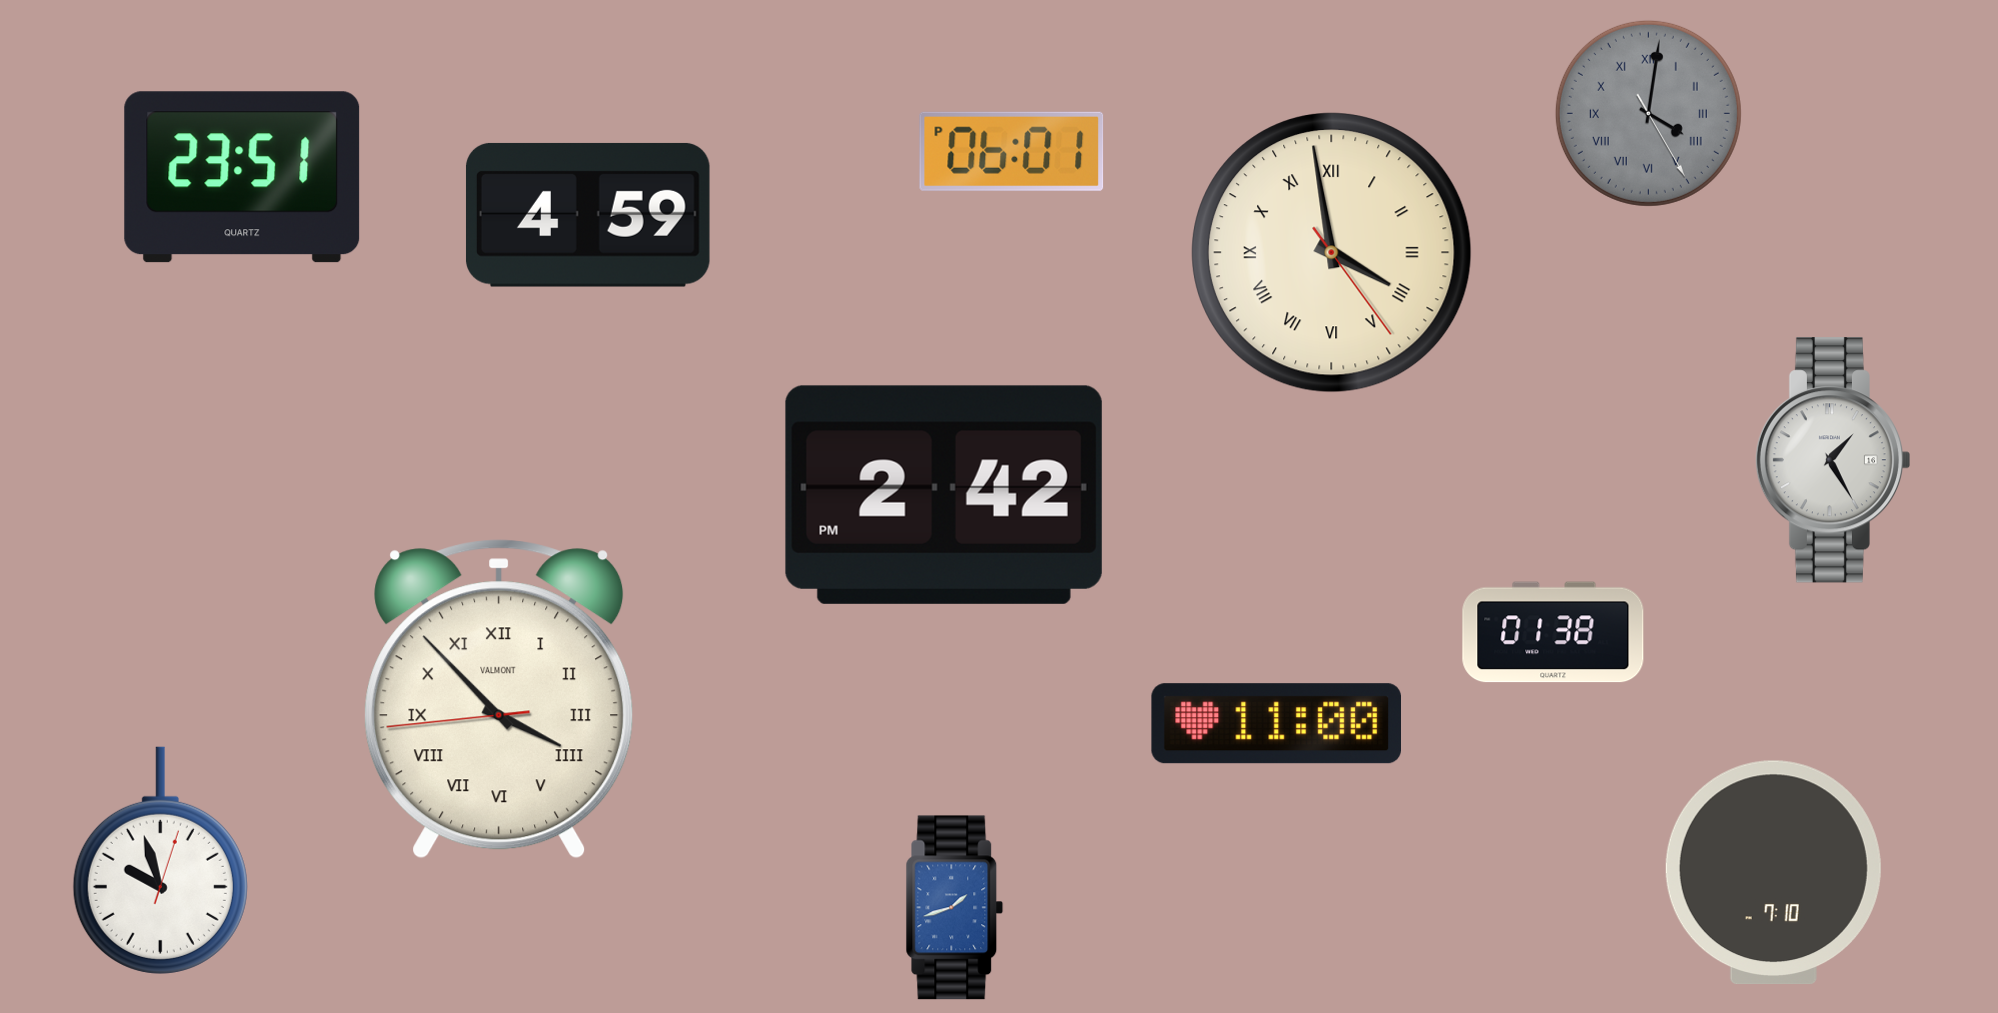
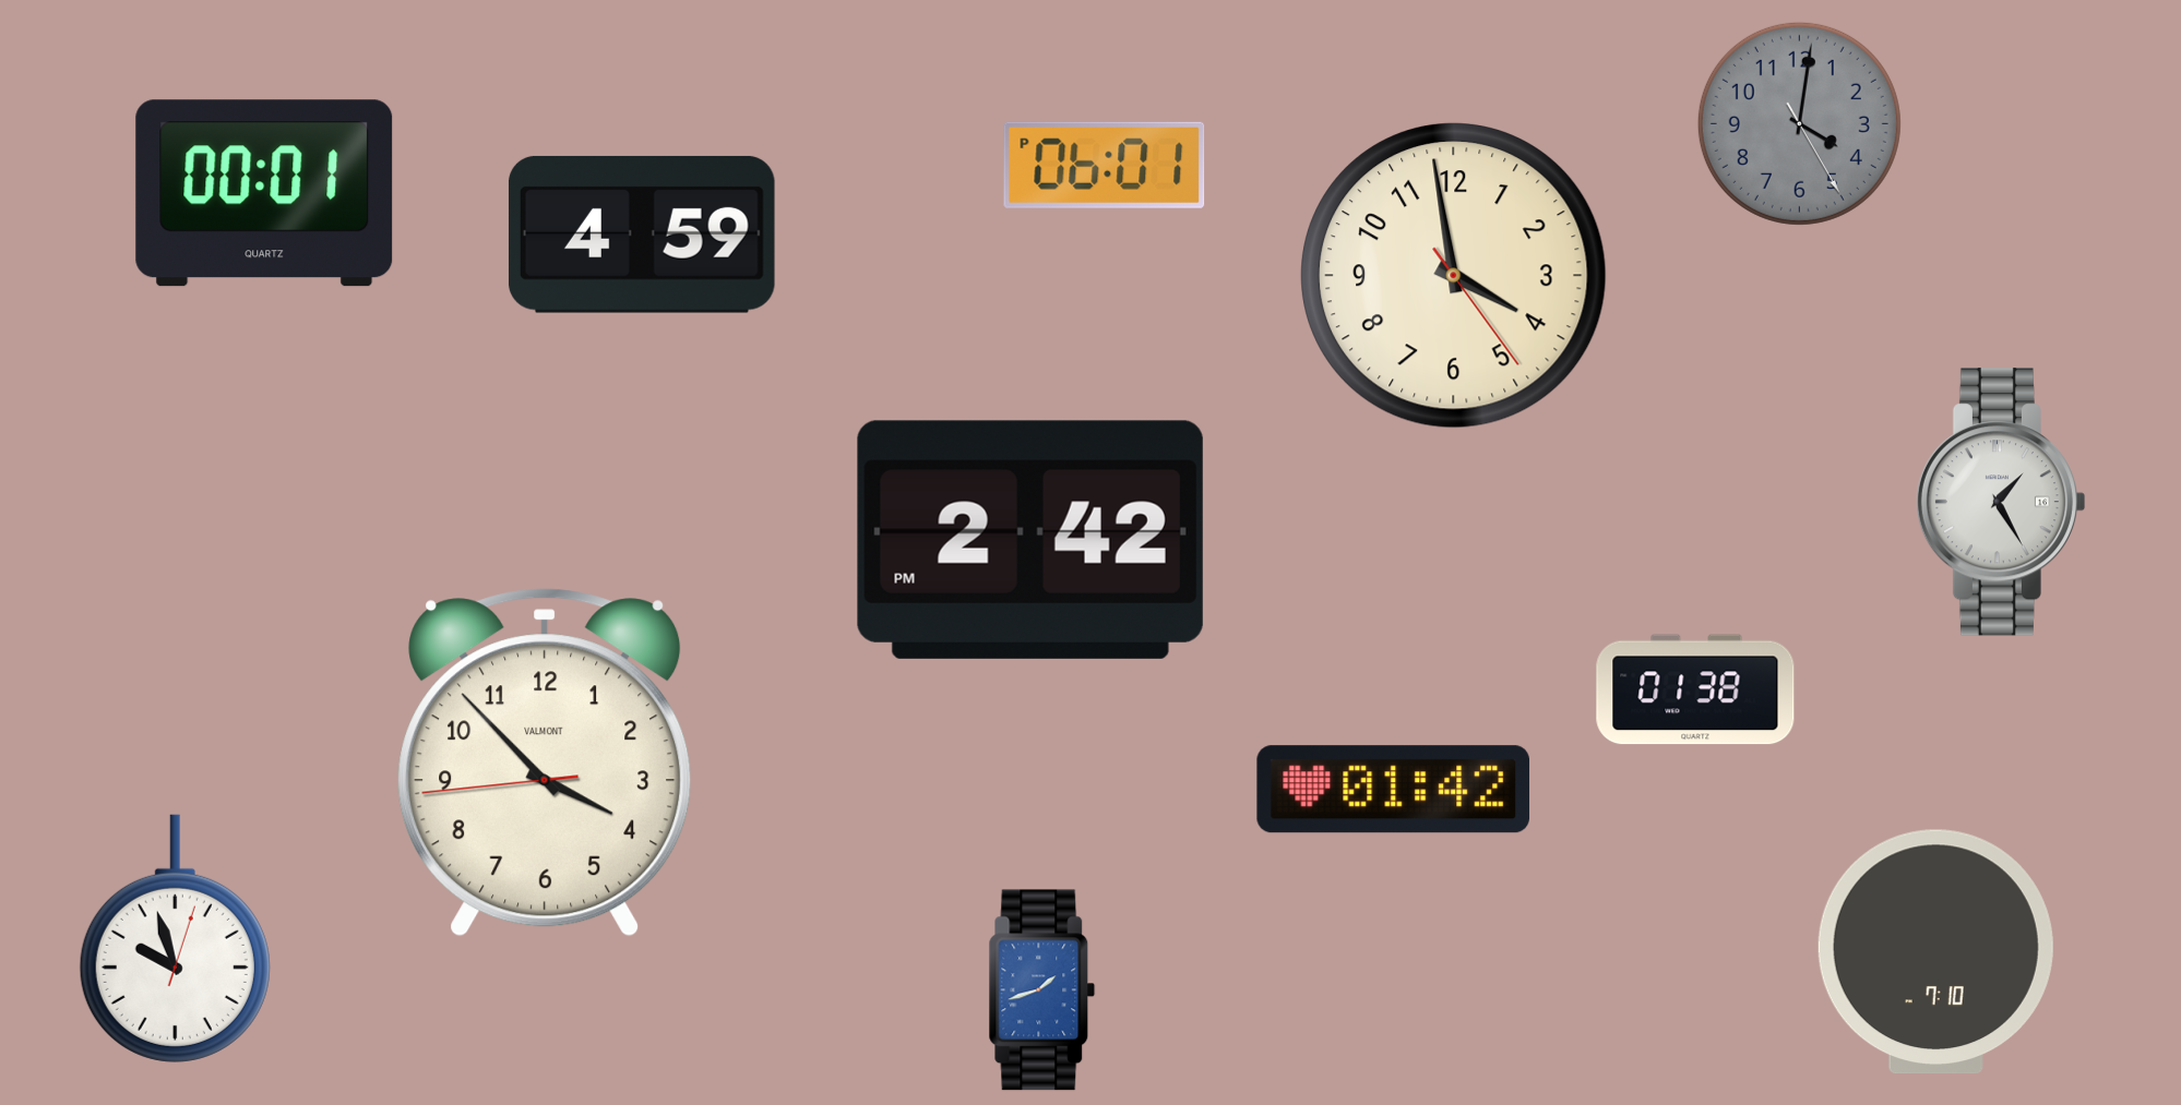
clock at (1648, 113) numerals: Roman -> Arabic
clock at (242, 177): 23:51 -> 00:01
clock at (1332, 253) numerals: Roman -> Arabic
clock at (499, 699) numerals: Roman -> Arabic
clock at (1276, 724): 11:00 -> 01:42
